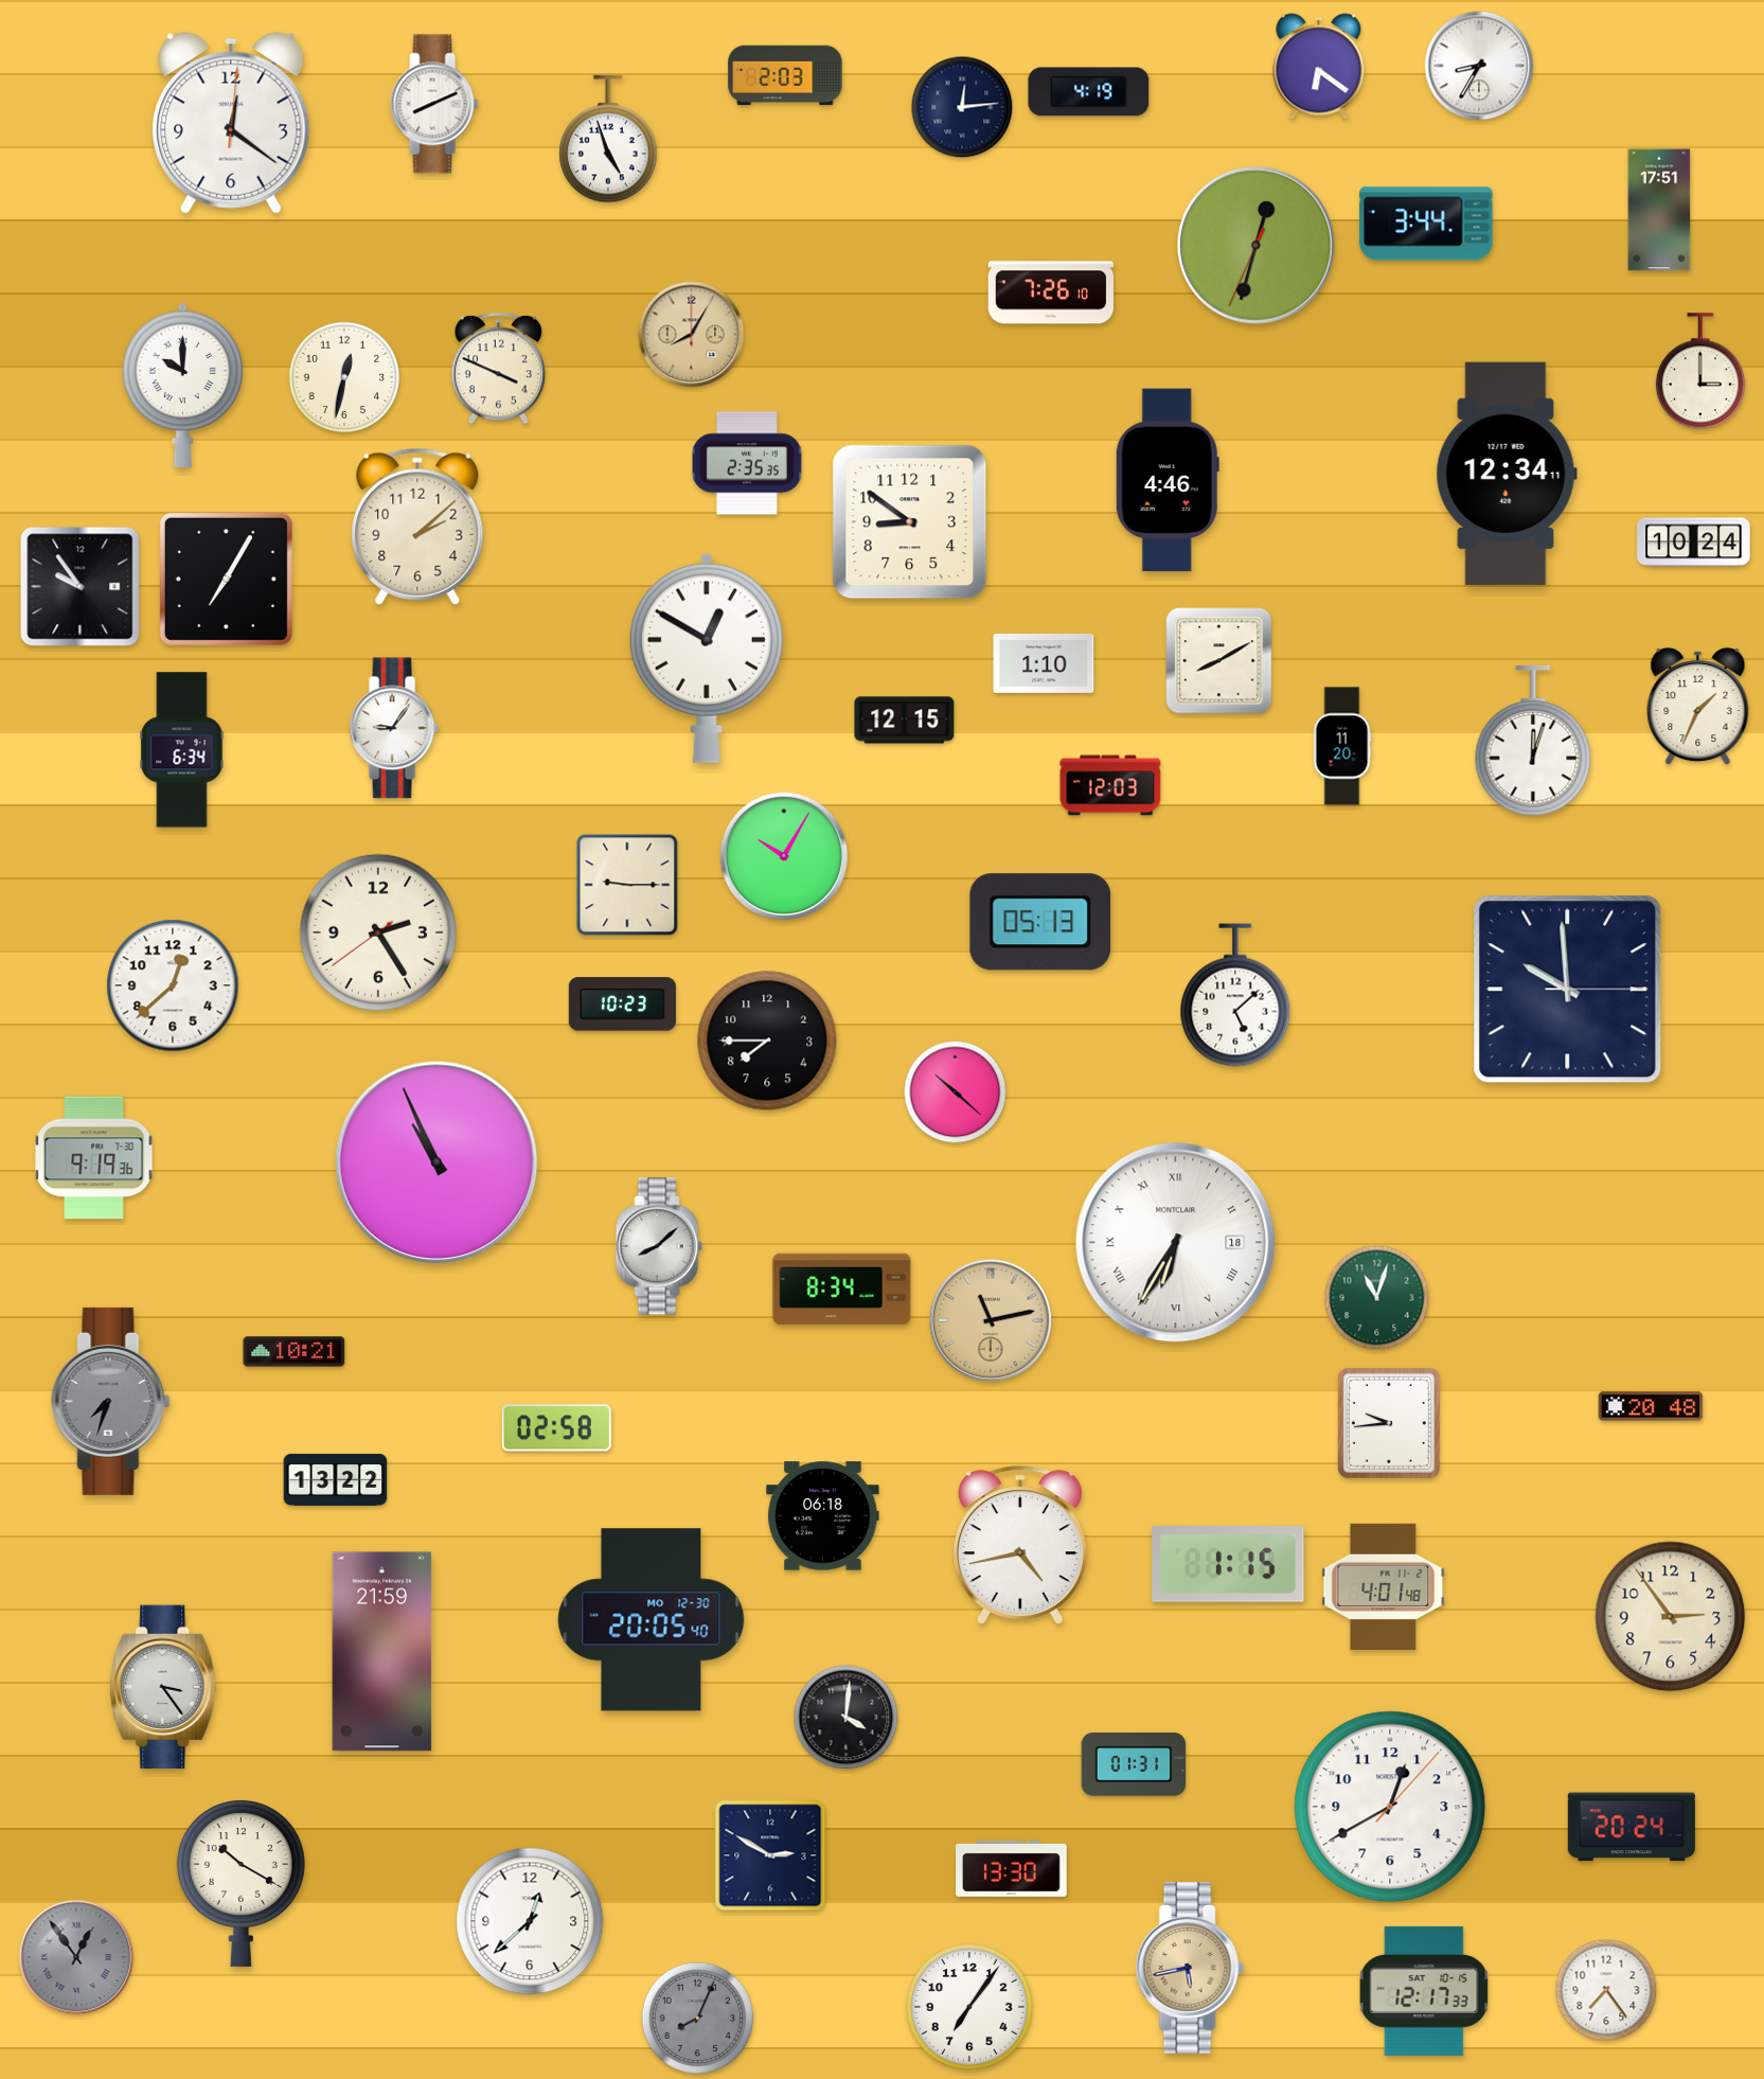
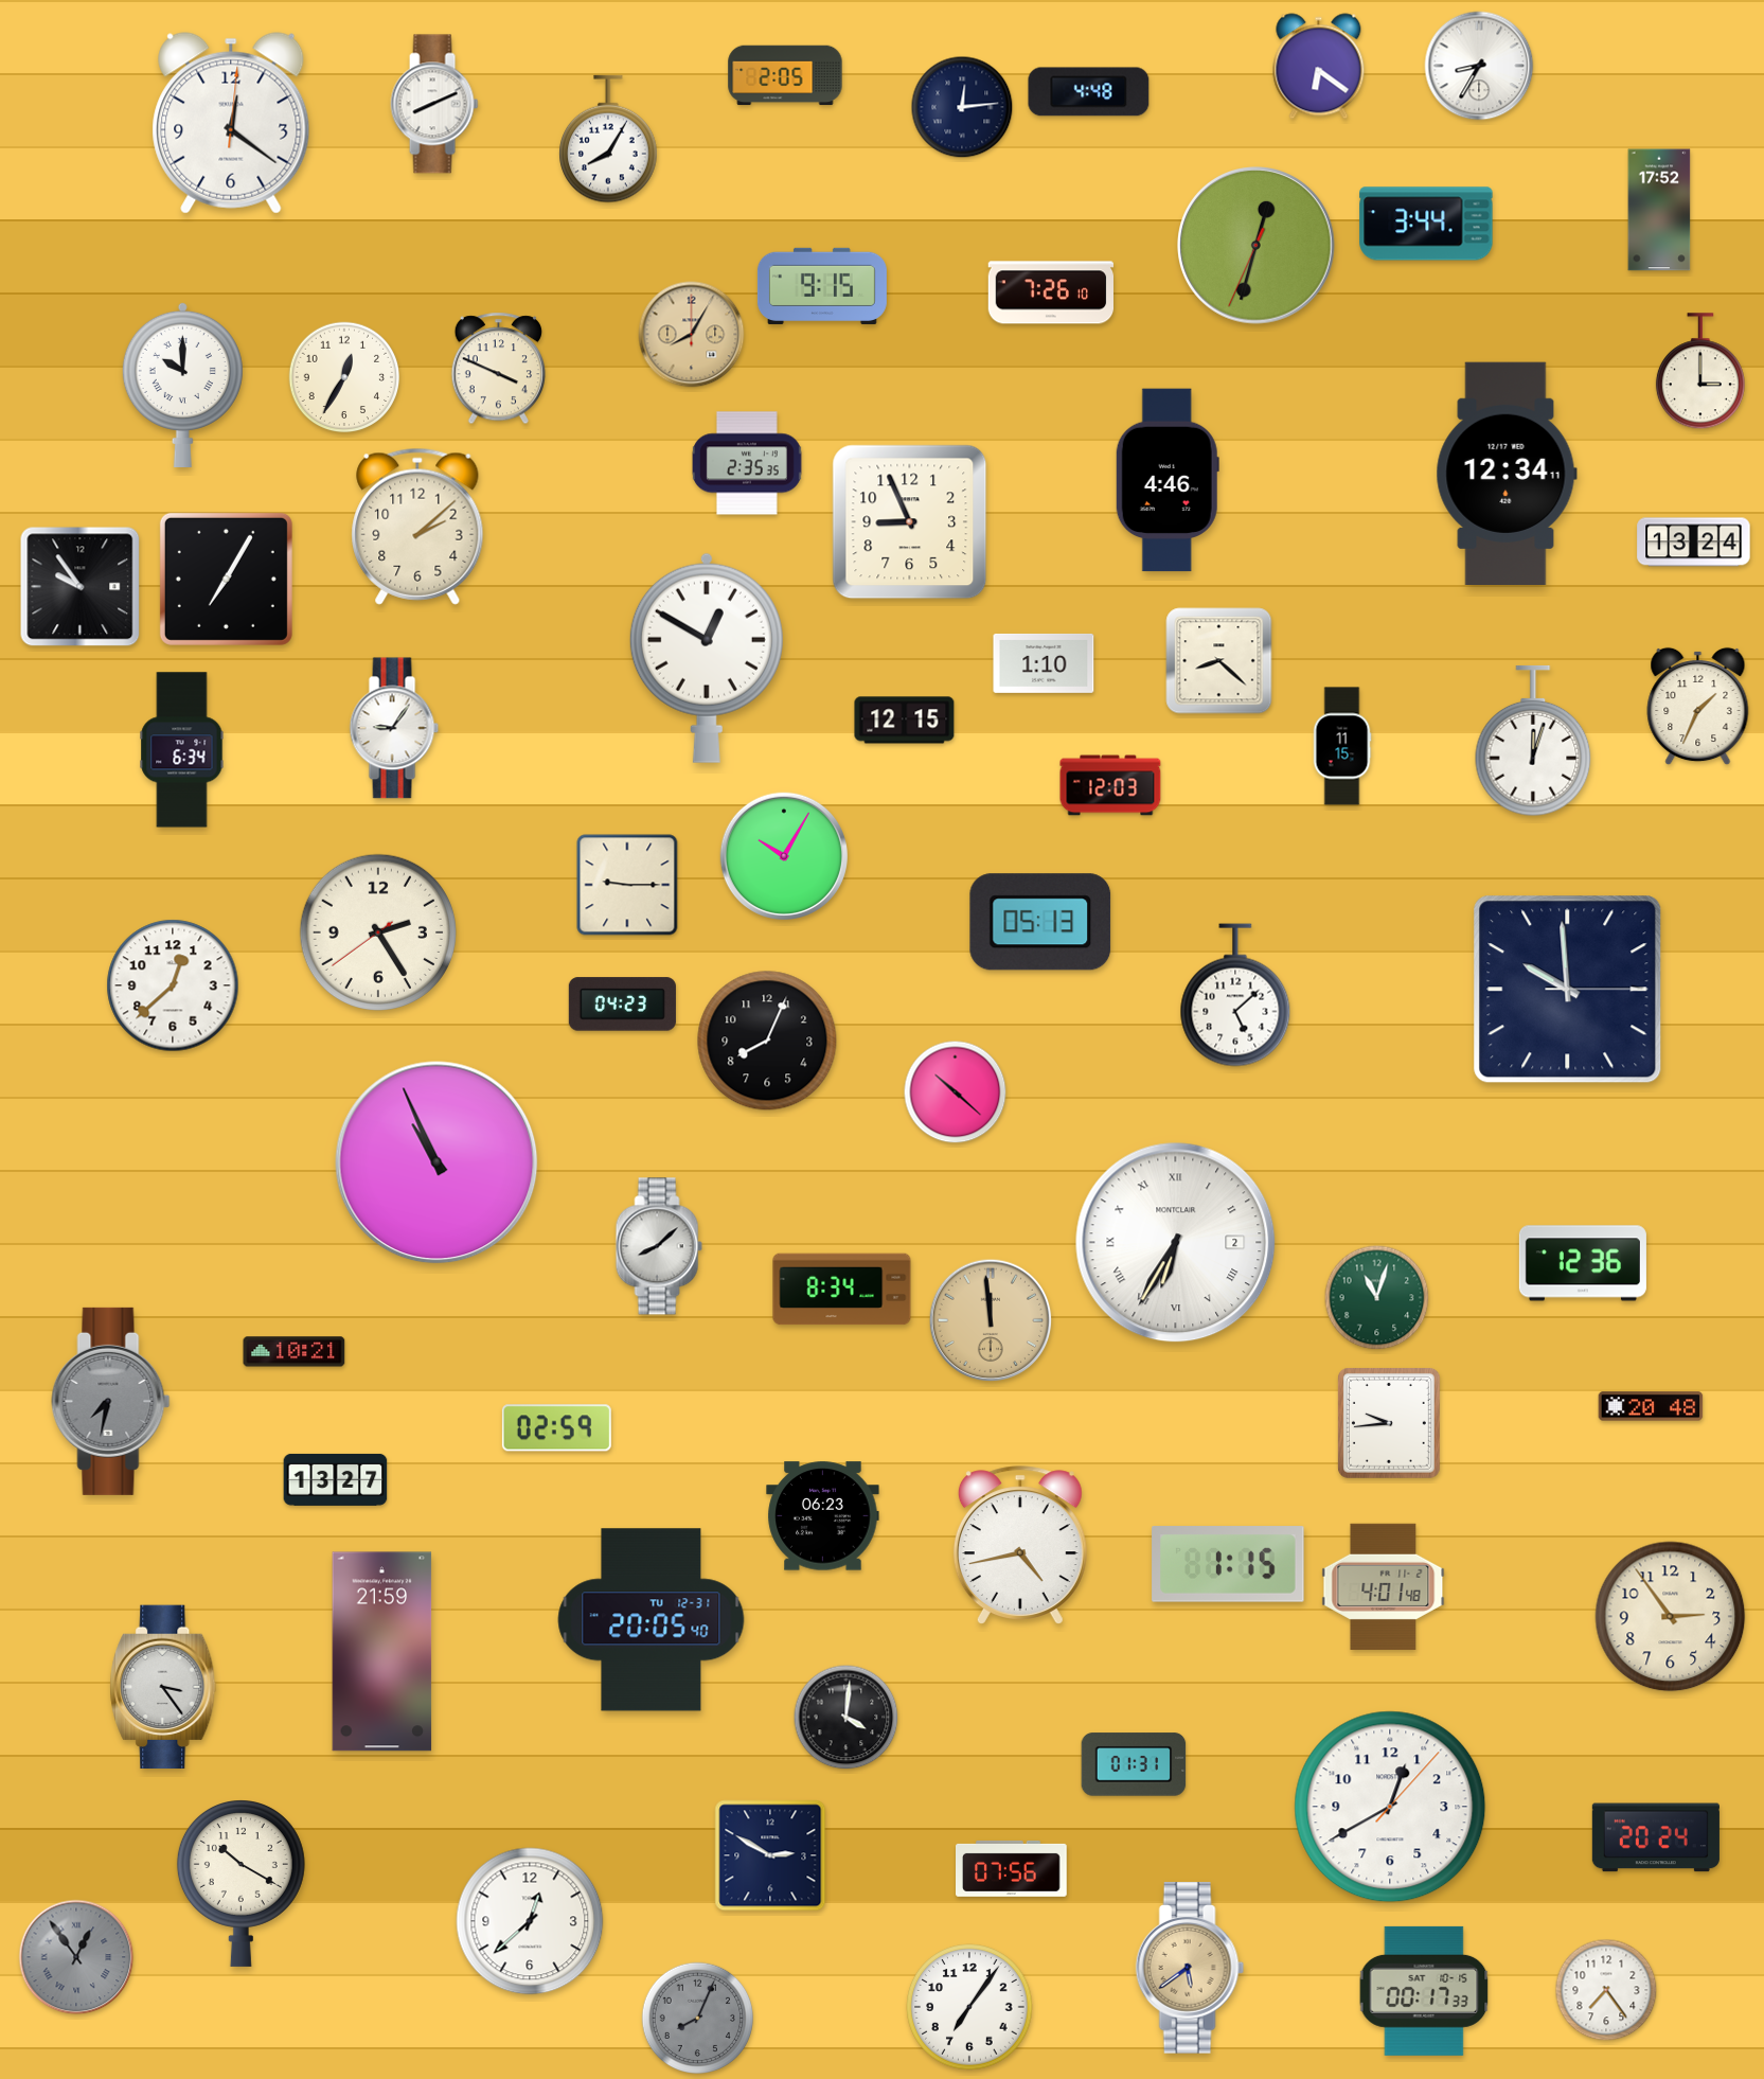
clock at (785, 75): 2:03 -> 2:05
clock at (1089, 92): 4:19 -> 4:48
clock at (608, 139): 4:57 -> 8:05
clock at (1659, 210): 17:51 -> 17:52
clock at (822, 286): none -> 9:15
clock at (344, 377): 12:32 -> 12:35
clock at (910, 522): 8:51 -> 8:56
clock at (1694, 543): 10:24 -> 13:24
clock at (1219, 661): 8:10 -> 8:22
clock at (1342, 746): 11:20 -> 11:15
clock at (622, 1005): 10:23 -> 04:23
clock at (767, 1041): 7:45 -> 8:04
clock at (94, 1158): 9:19 -> none
clock at (1176, 1243) date: 18 -> 2
clock at (1583, 1263): none -> 12:36
clock at (991, 1320): 11:13 -> 11:59
clock at (111, 1401): 7:33 -> 7:32
clock at (556, 1428): 02:58 -> 02:59
clock at (336, 1479): 13:22 -> 13:27
clock at (823, 1516): 06:18 -> 06:23
clock at (652, 1620) date: MO 12-30 -> TU 12-31
clock at (1632, 1827) position: (1632, 1827) -> (1656, 1837)
clock at (1012, 1868): 13:30 -> 07:56
clock at (1190, 1968): 5:43 -> 5:39
clock at (1424, 1991): 12:17 -> 00:17
